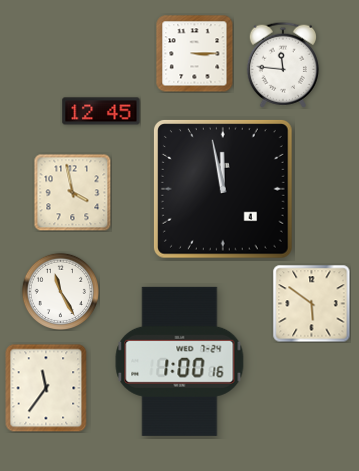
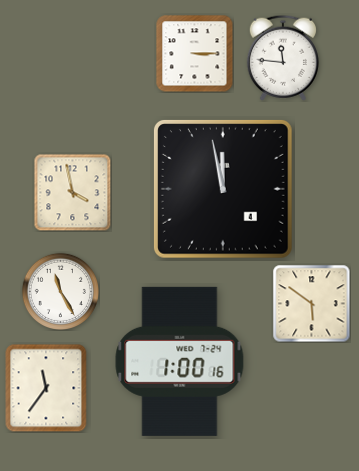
clock at (283, 65) position: (283, 65) -> (283, 58)
clock at (101, 111): 12:45 -> none
